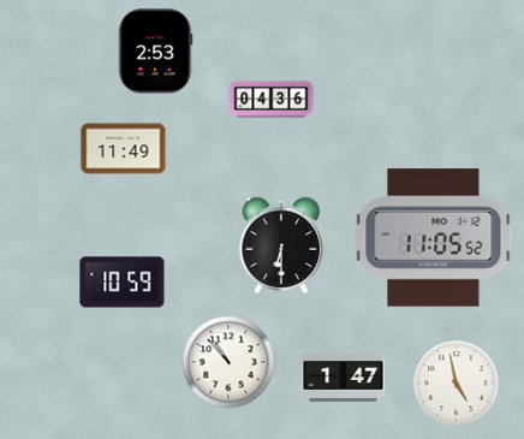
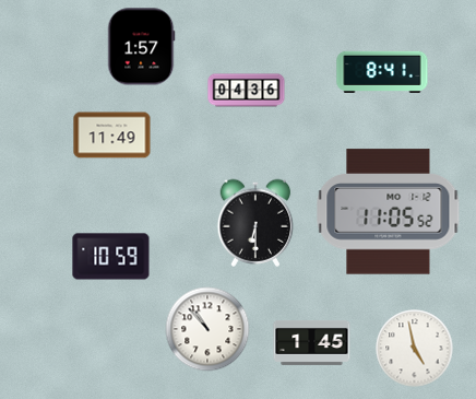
clock at (155, 52): 2:53 -> 1:57
clock at (382, 72): none -> 8:41
clock at (434, 238) position: (434, 238) -> (389, 212)
clock at (344, 376): 1:47 -> 1:45
